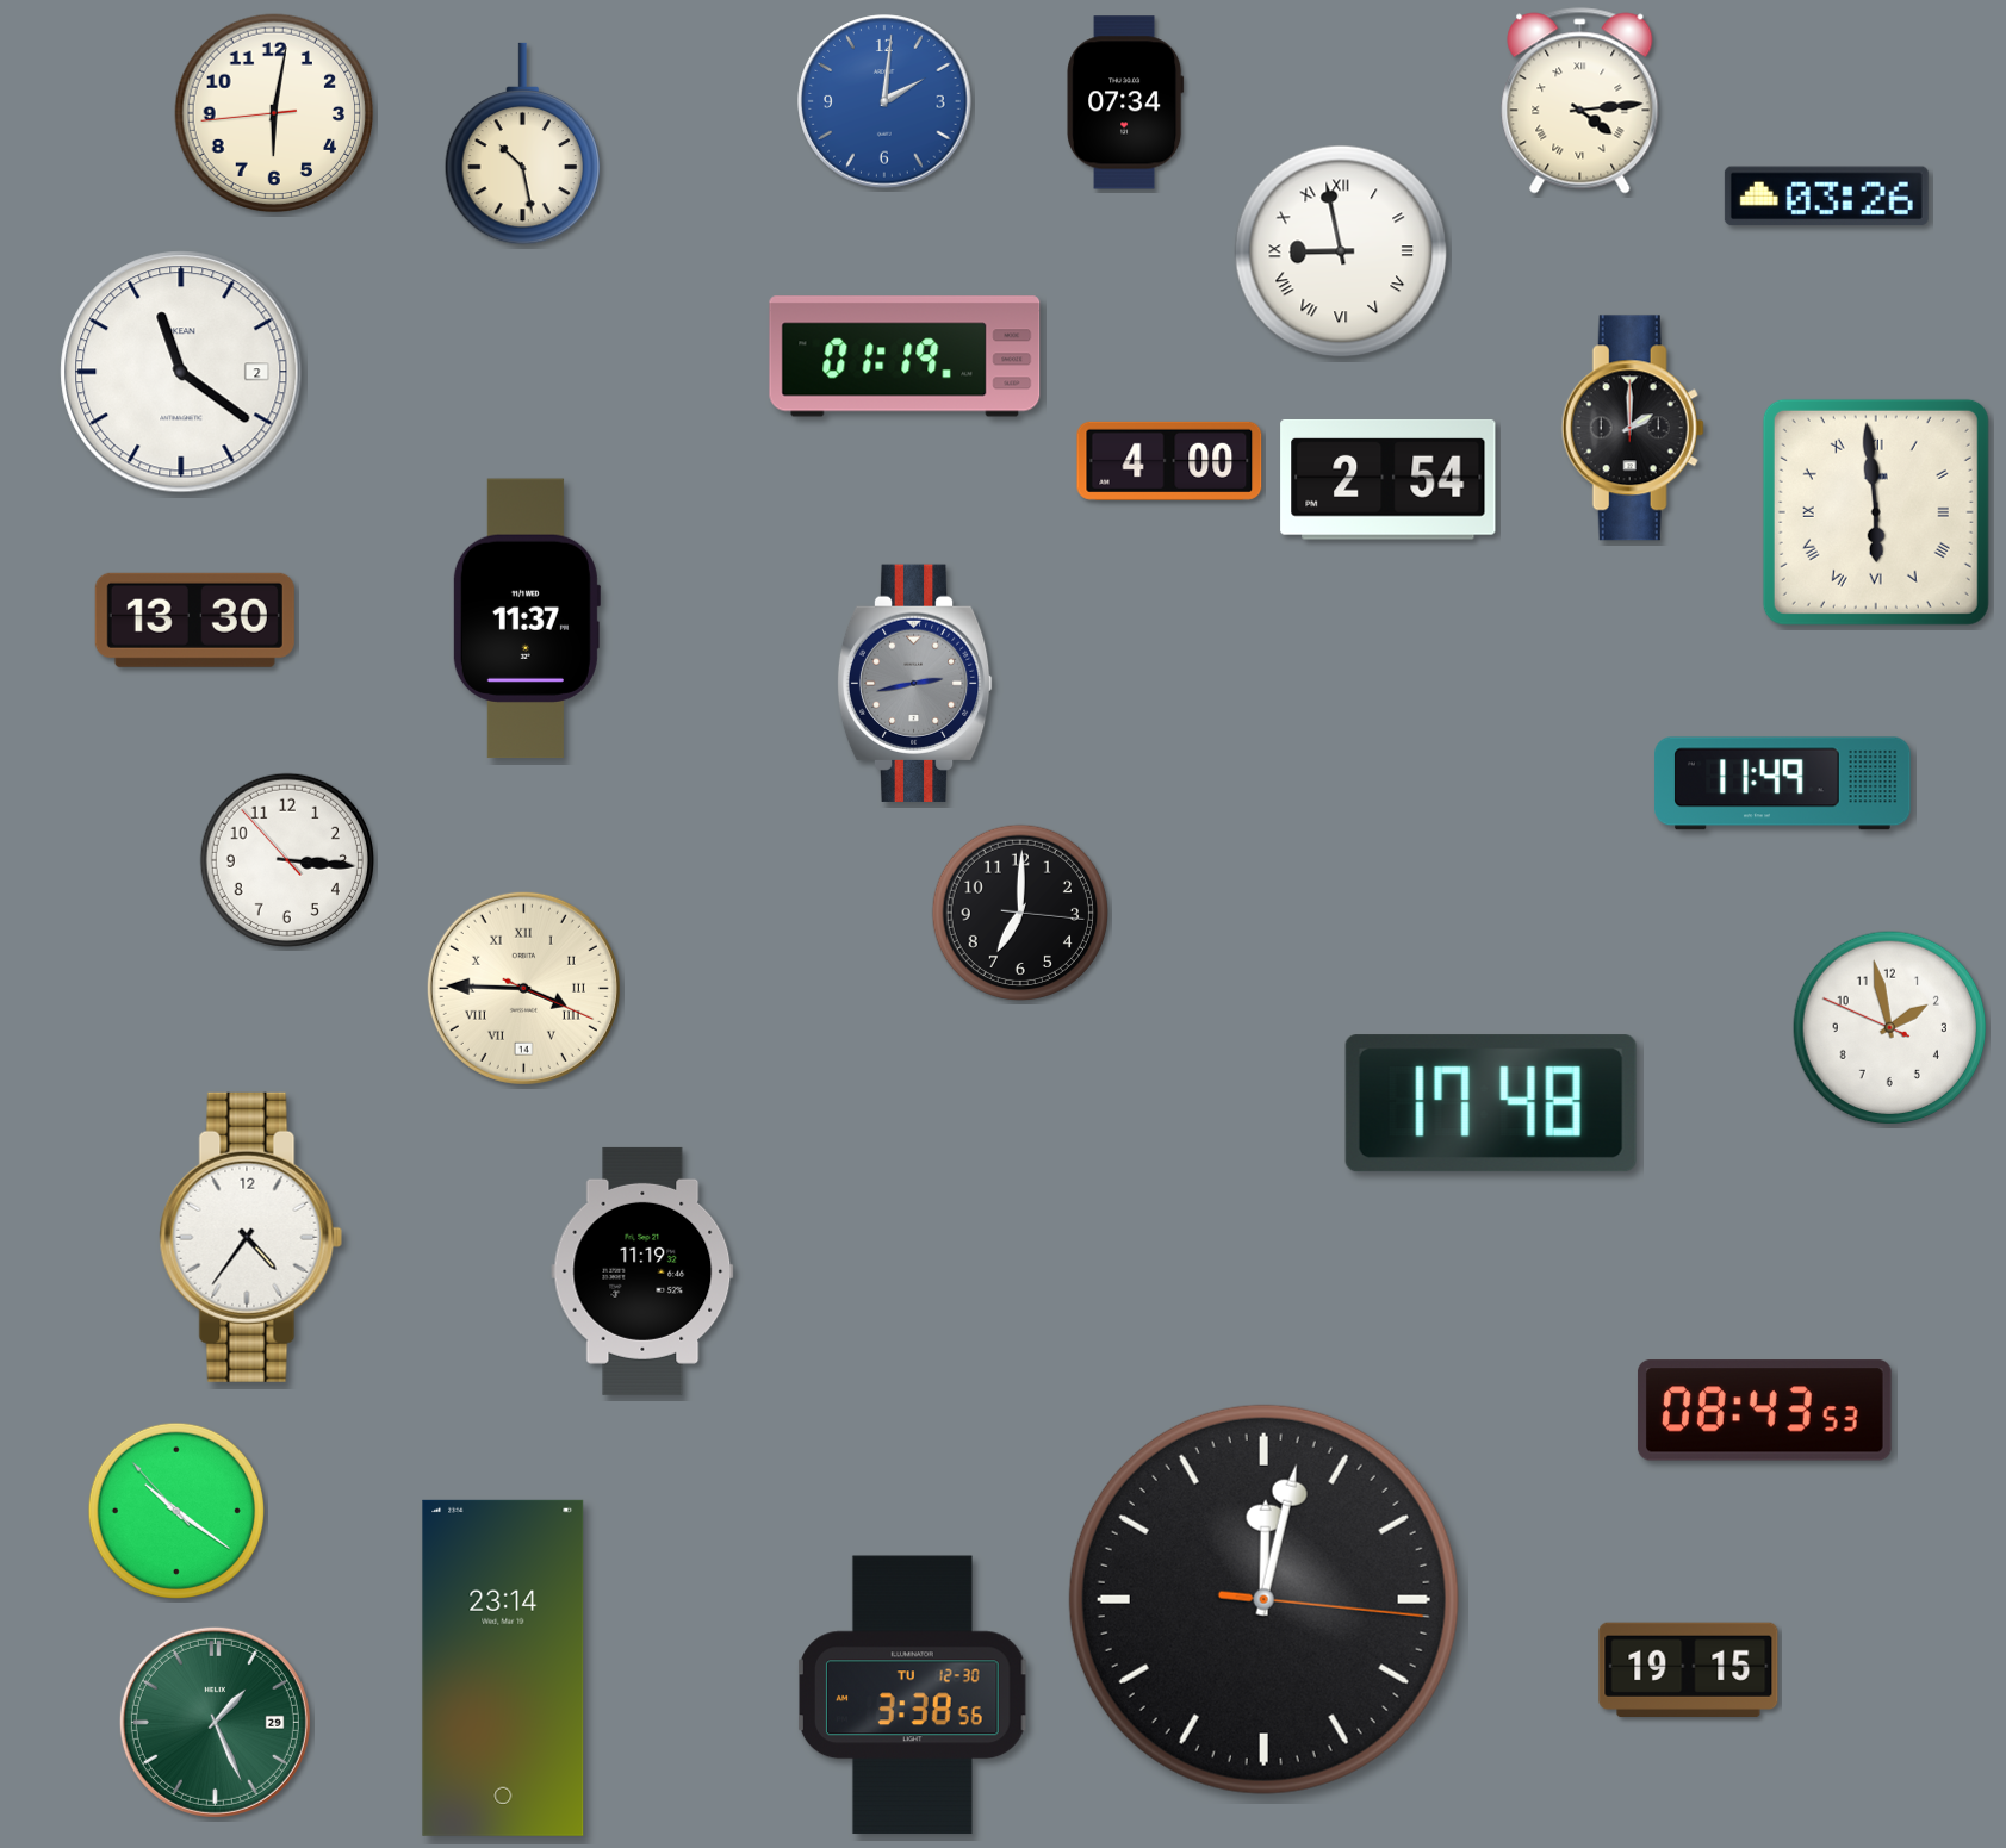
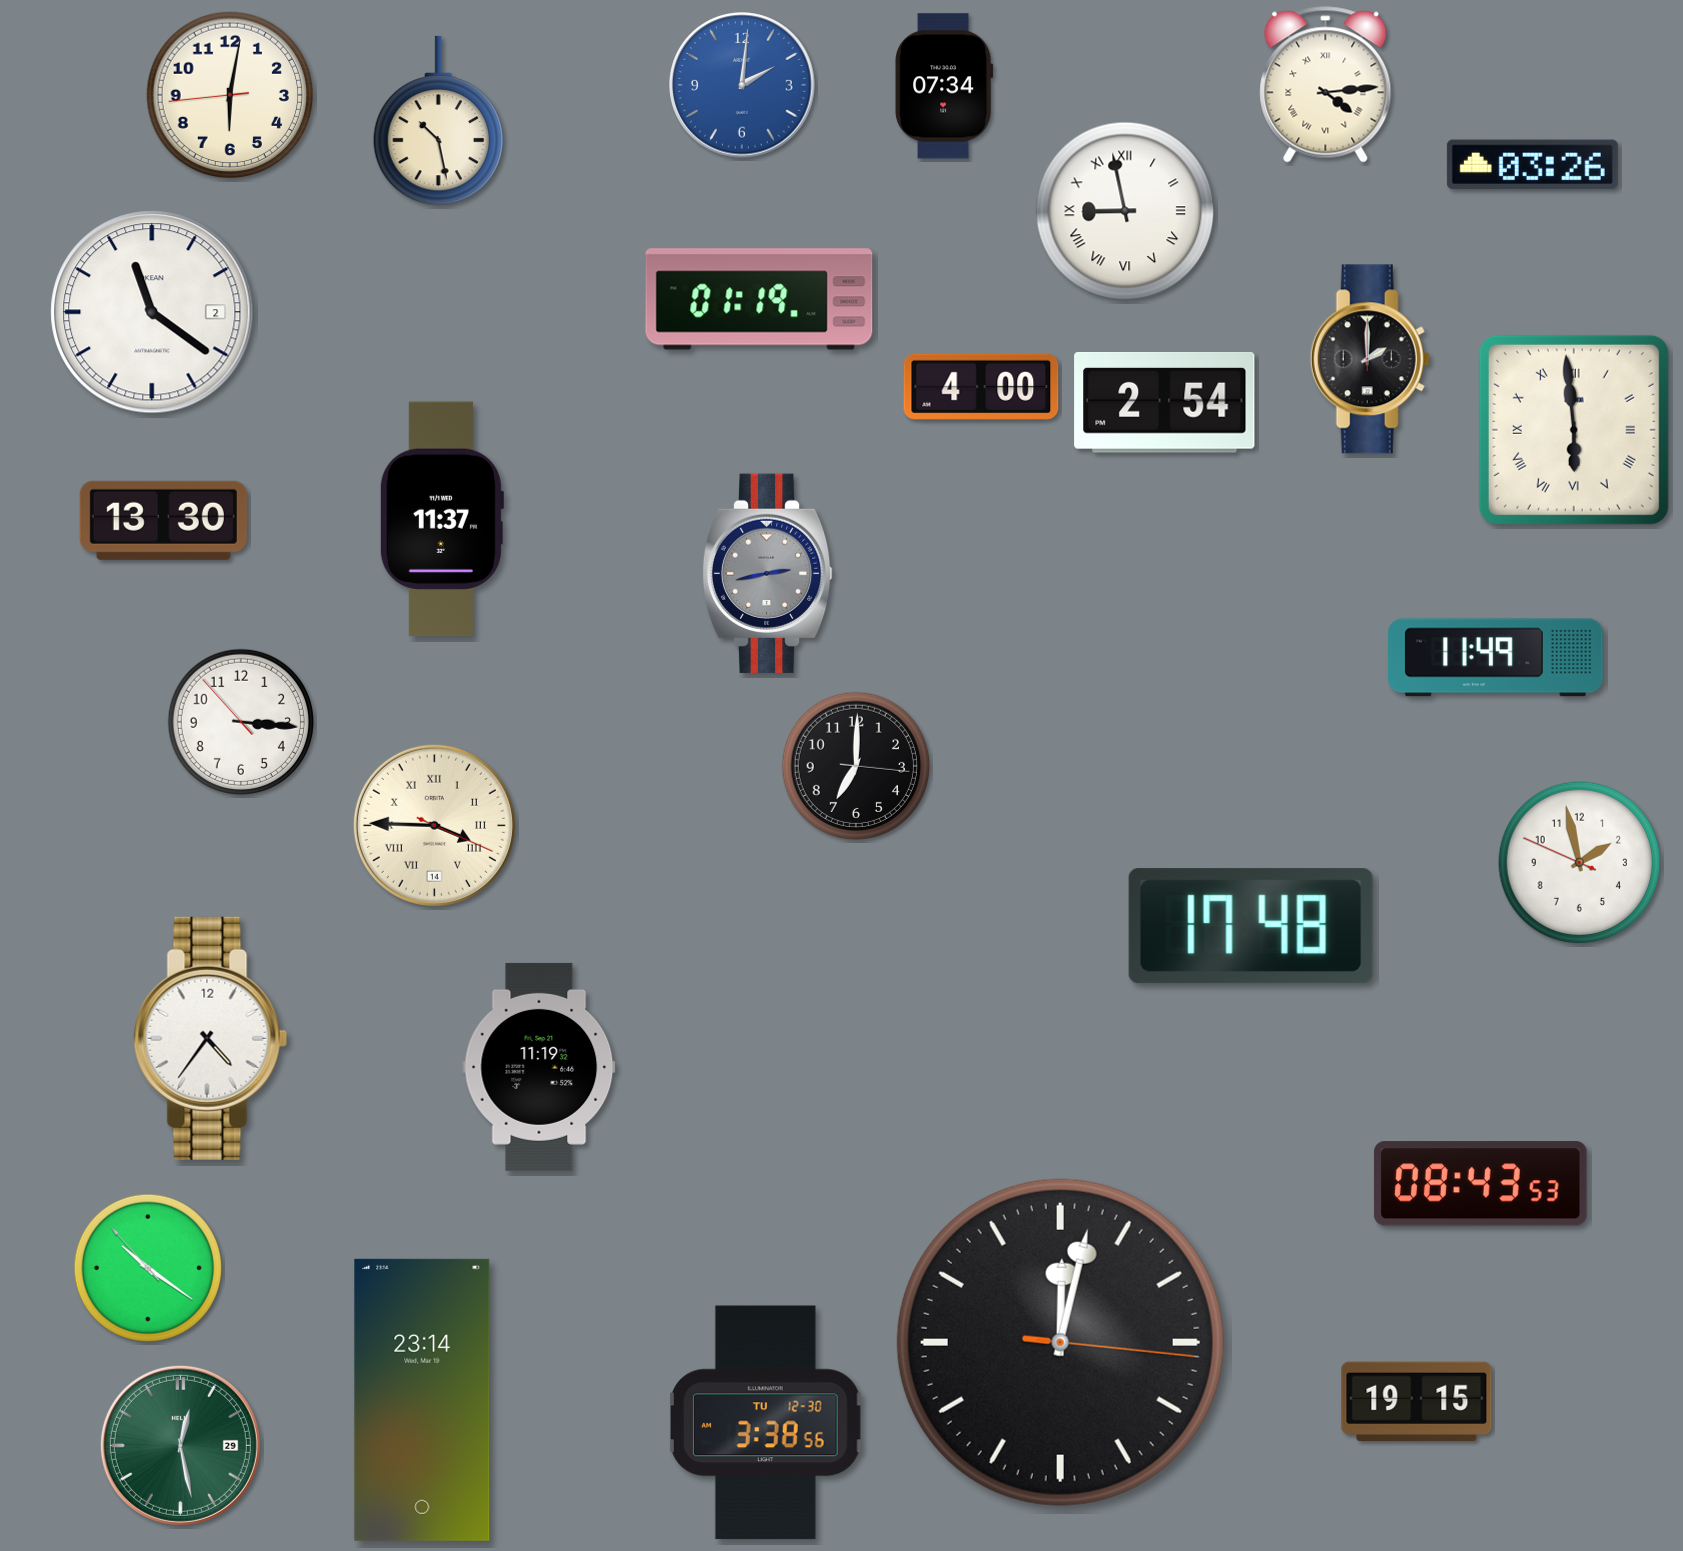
clock at (523, 988) position: (523, 988) -> (434, 825)
clock at (1890, 1028) position: (1890, 1028) -> (1580, 863)
clock at (215, 1722): 1:26 -> 12:28
